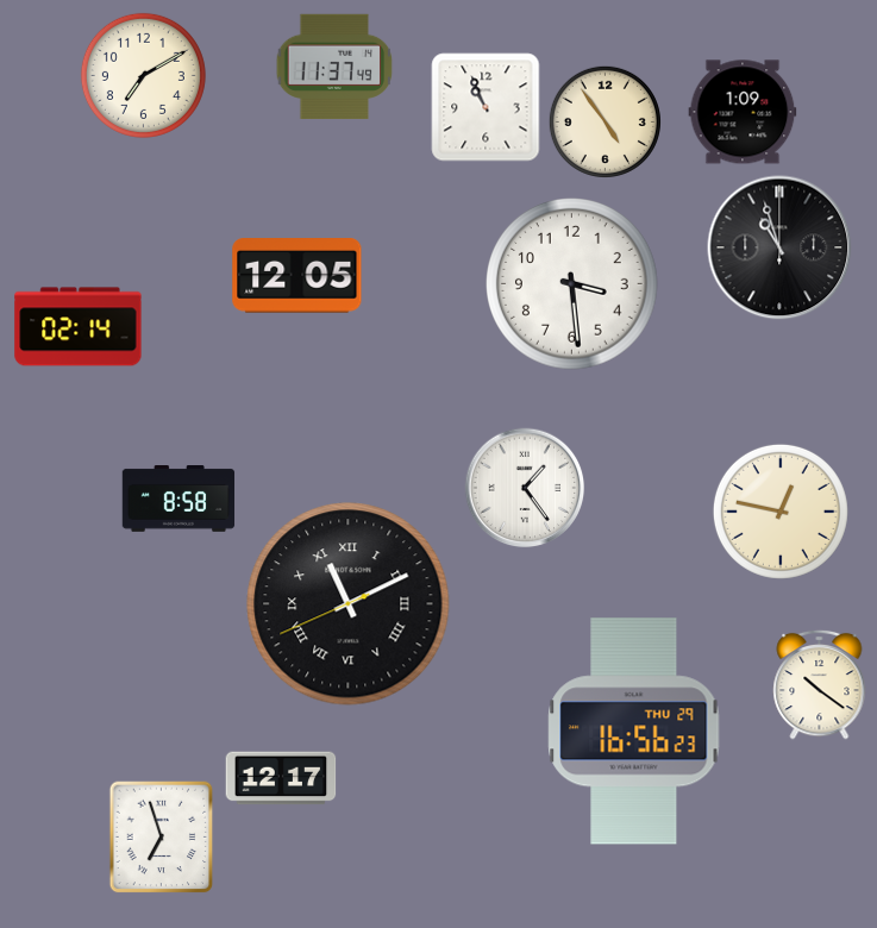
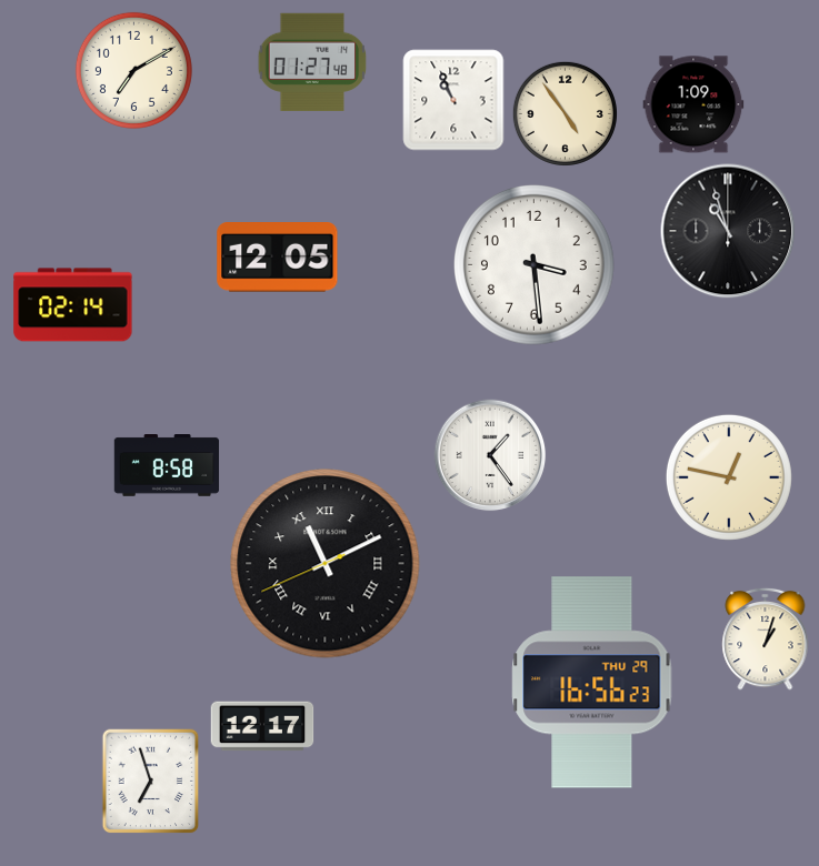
clock at (334, 67): 11:37 -> 01:27
clock at (820, 684): 10:21 -> 1:03
